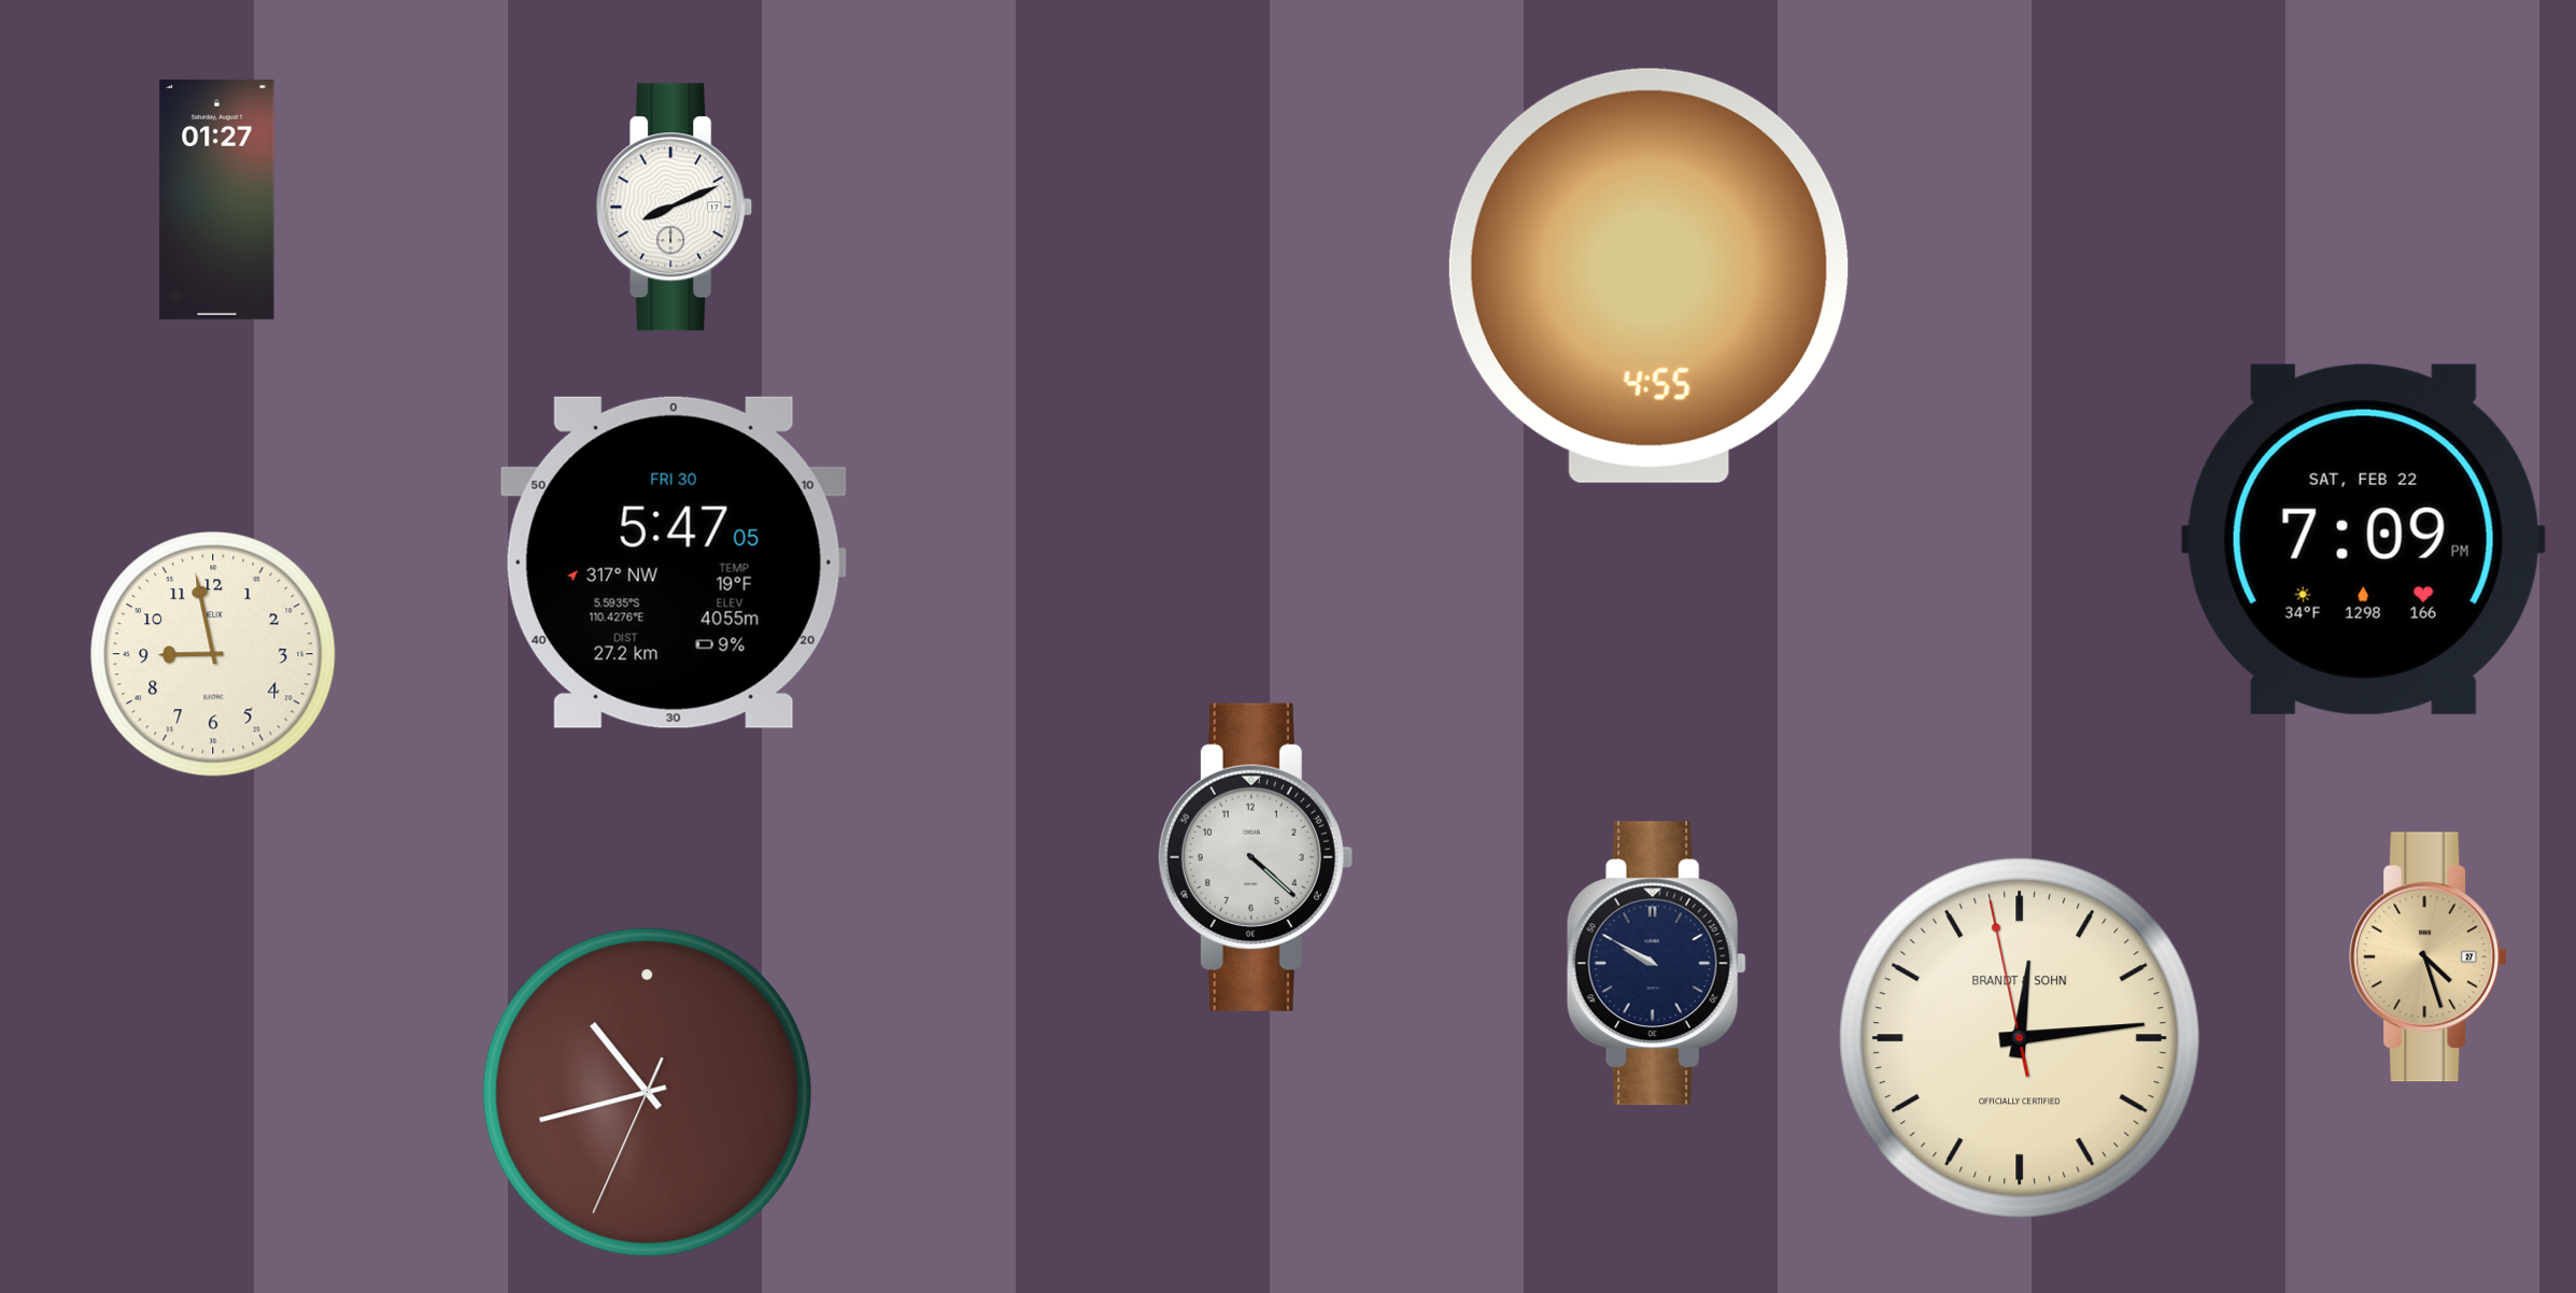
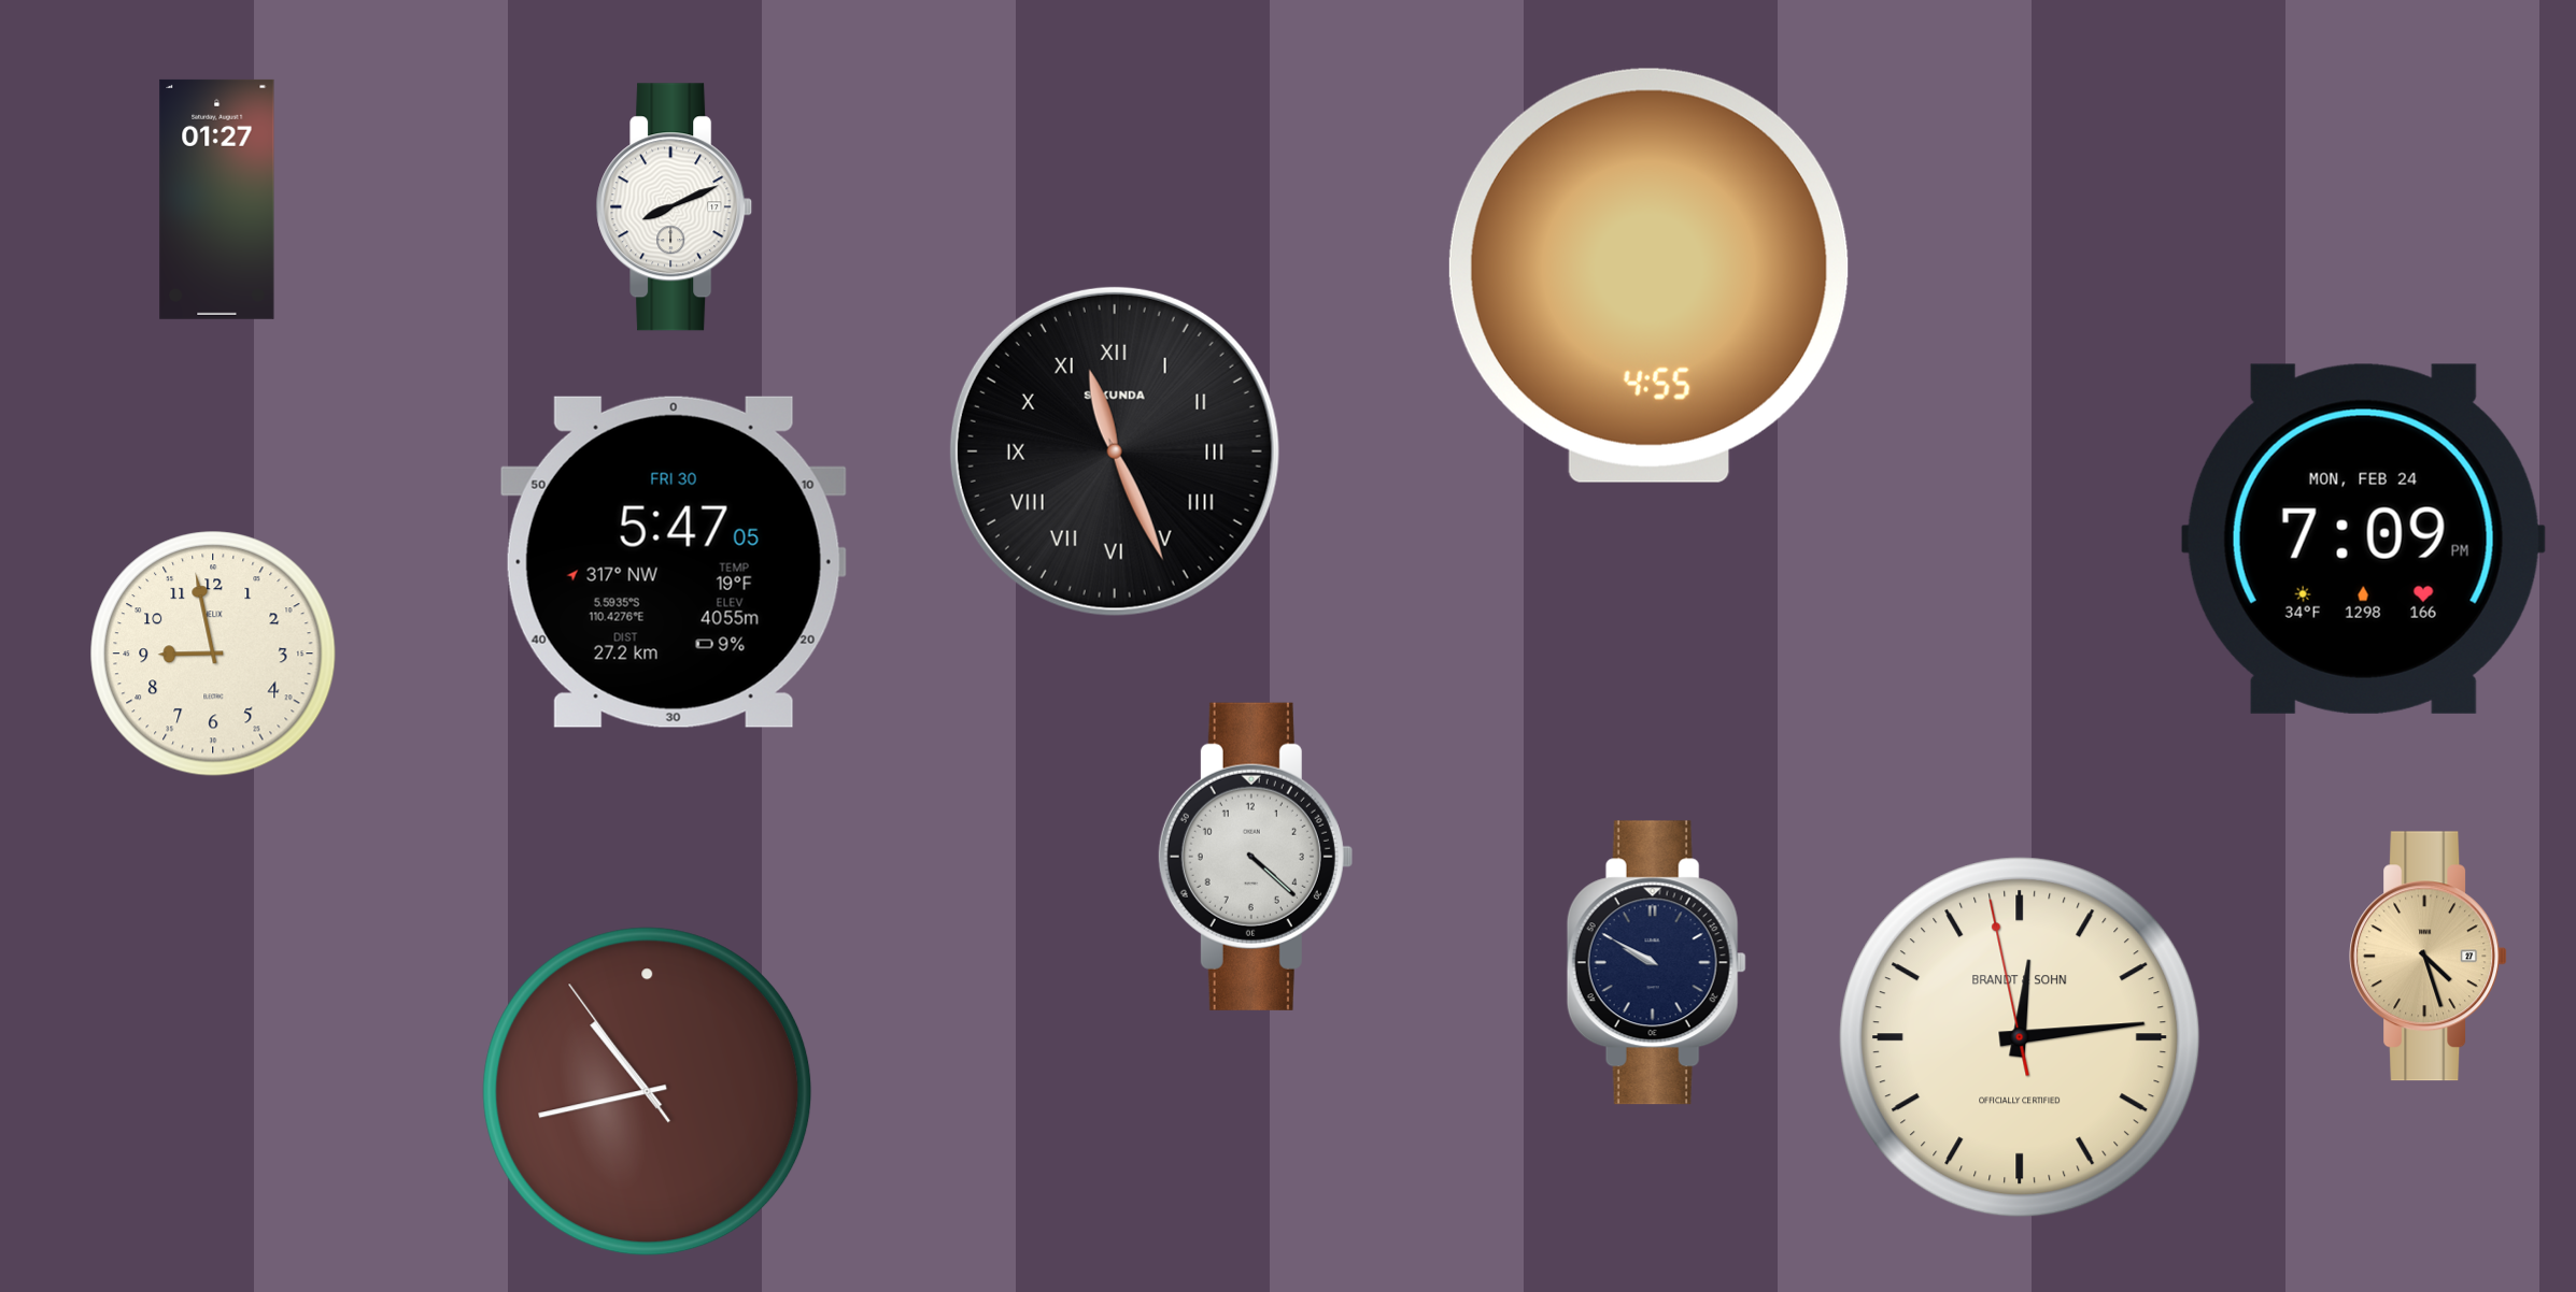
clock at (1115, 451): none -> 11:26
clock at (2363, 539) date: SAT, FEB 22 -> MON, FEB 24
clock at (648, 1093): 10:42:34 -> 10:42:54
